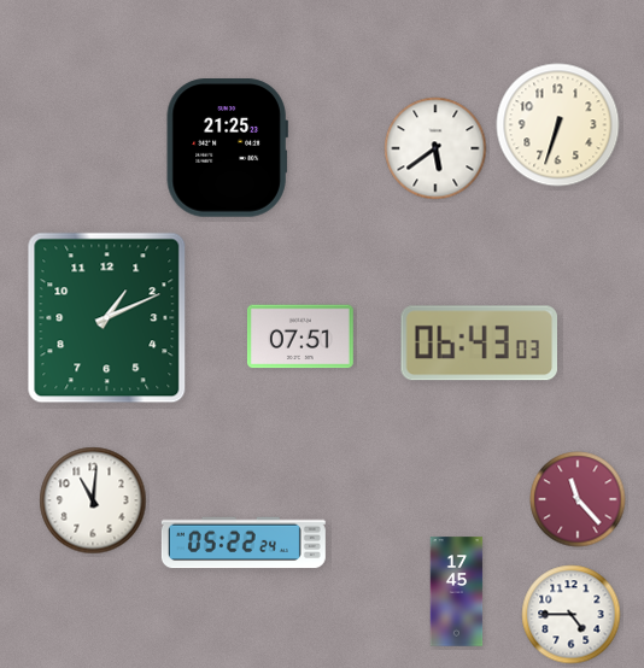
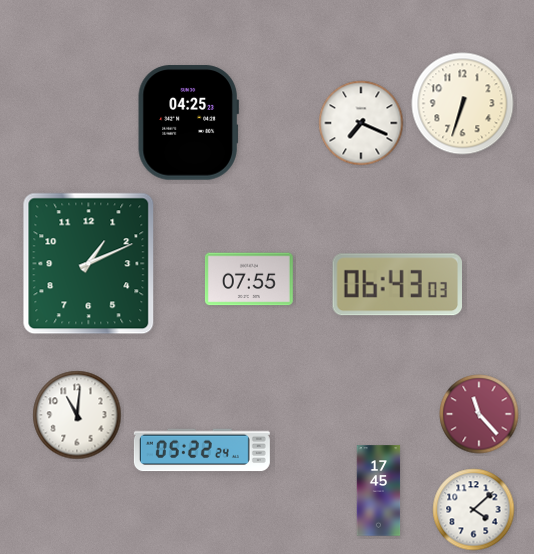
clock at (227, 148): 21:25 -> 04:25
clock at (435, 148): 5:39 -> 7:19
clock at (300, 336): 07:51 -> 07:55
clock at (572, 615): 4:45 -> 4:08
